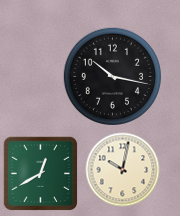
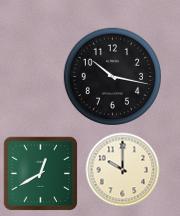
clock at (123, 170): 10:02 -> 10:00
